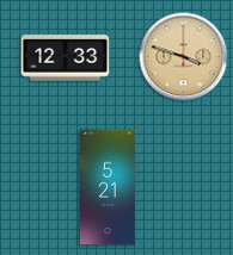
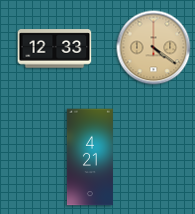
clock at (184, 57): 3:48 -> 4:21
clock at (108, 187): 5:21 -> 4:21
